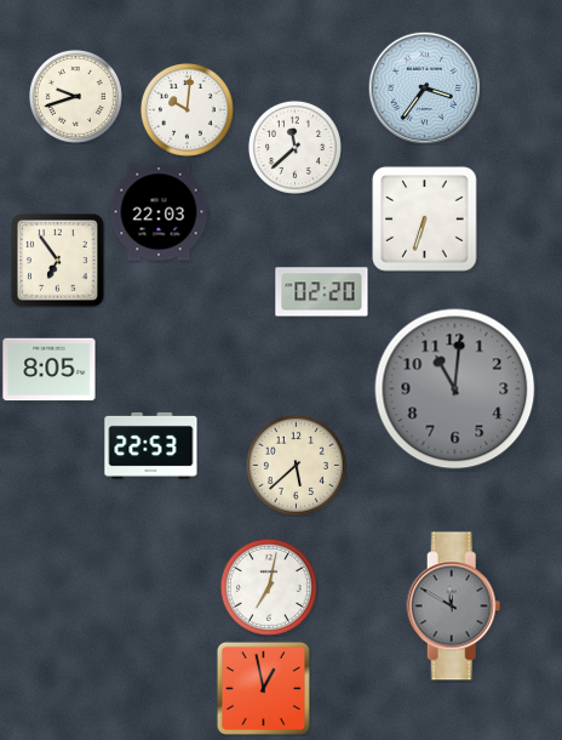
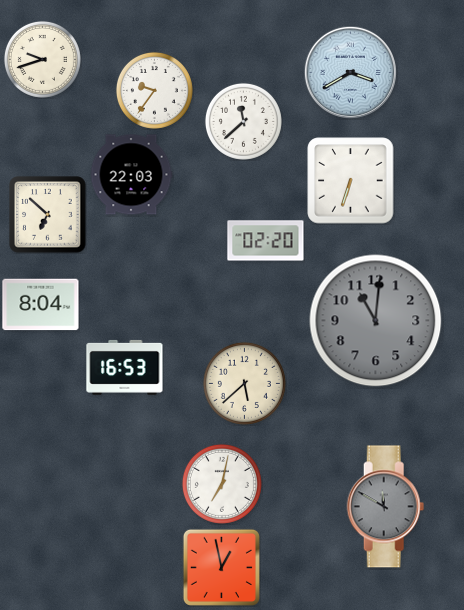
clock at (424, 87): 3:36 -> 3:40
clock at (75, 96) position: (75, 96) -> (42, 59)
clock at (187, 109): 10:01 -> 9:36
clock at (58, 261): 6:54 -> 6:52
clock at (50, 370): 8:05 -> 8:04
clock at (151, 445): 22:53 -> 16:53
clock at (454, 607) position: (454, 607) -> (386, 507)
clock at (263, 688) position: (263, 688) -> (221, 567)
